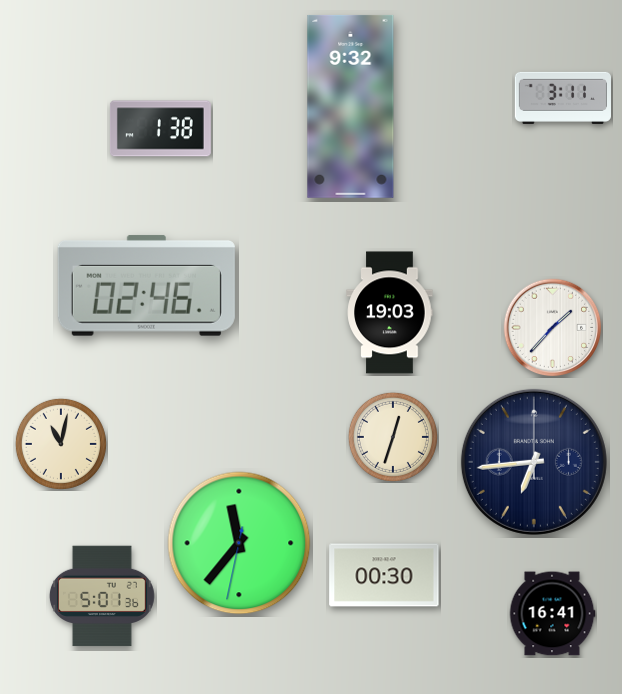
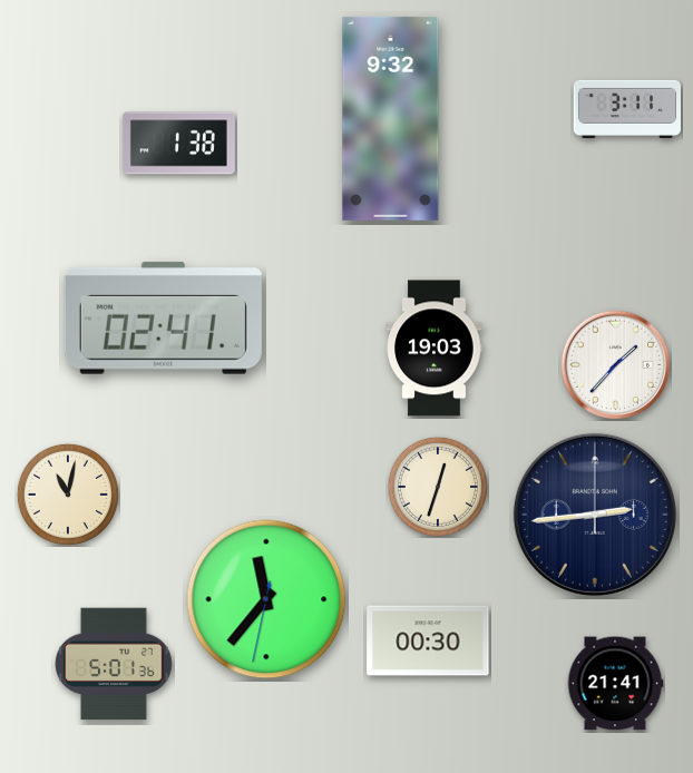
clock at (146, 285): 02:46 -> 02:41
clock at (534, 462): 6:44 -> 2:44
clock at (239, 543) position: (239, 543) -> (266, 599)
clock at (552, 614): 16:41 -> 21:41
